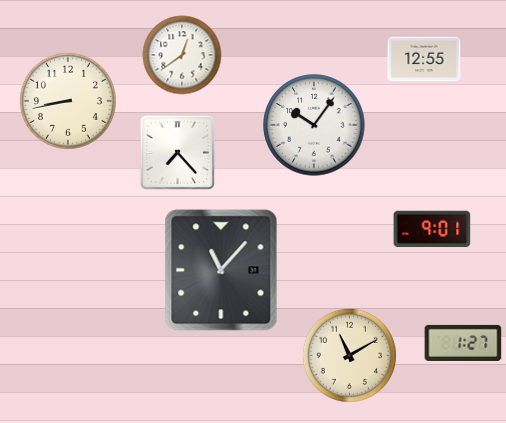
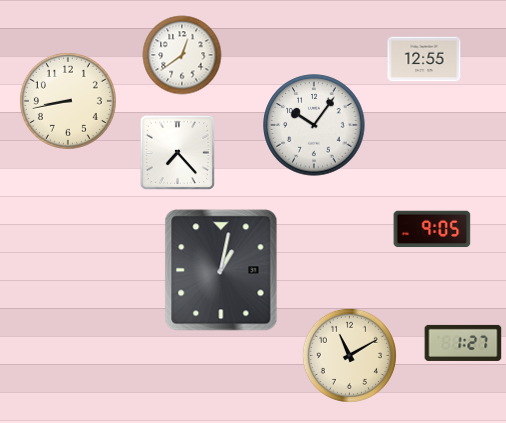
clock at (432, 229): 9:01 -> 9:05
clock at (221, 270): 11:07 -> 1:02
